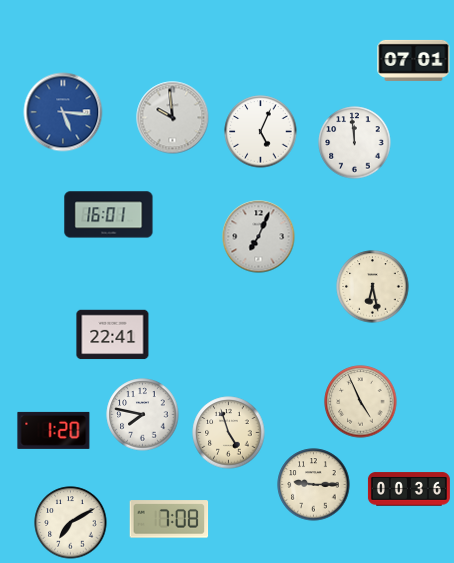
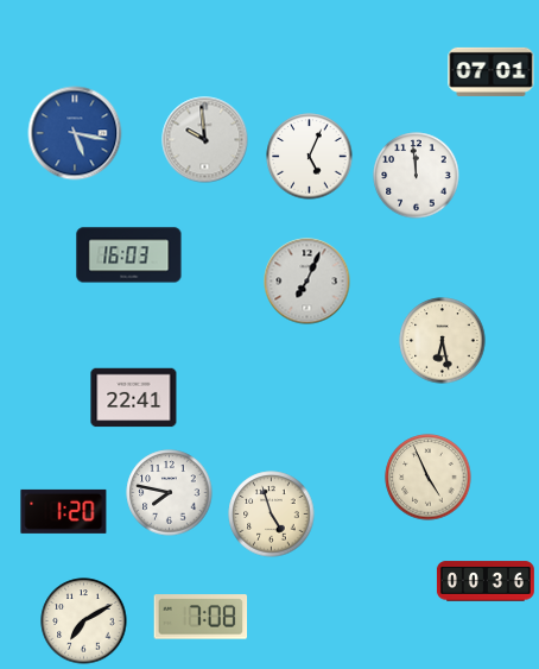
clock at (63, 112): 5:16 -> 5:17
clock at (355, 143) position: (355, 143) -> (417, 176)
clock at (109, 215): 16:01 -> 16:03
clock at (314, 485): 9:15 -> none
